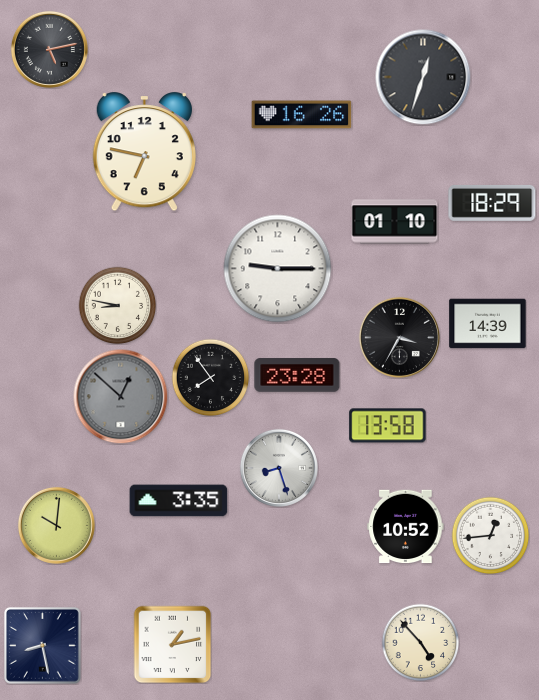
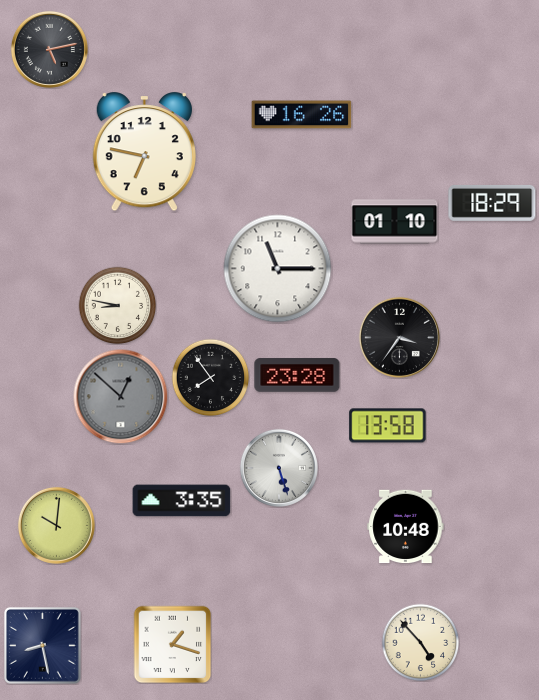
clock at (423, 77): 12:33 -> none
clock at (278, 269): 9:15 -> 11:15
clock at (488, 324): 14:39 -> none
clock at (399, 337): 3:35 -> 3:36
clock at (279, 468): 8:27 -> 5:27
clock at (179, 501) position: (179, 501) -> (182, 501)
clock at (406, 527): 10:52 -> 10:48
clock at (490, 535): 12:44 -> none
clock at (172, 644): 1:13 -> 1:18
